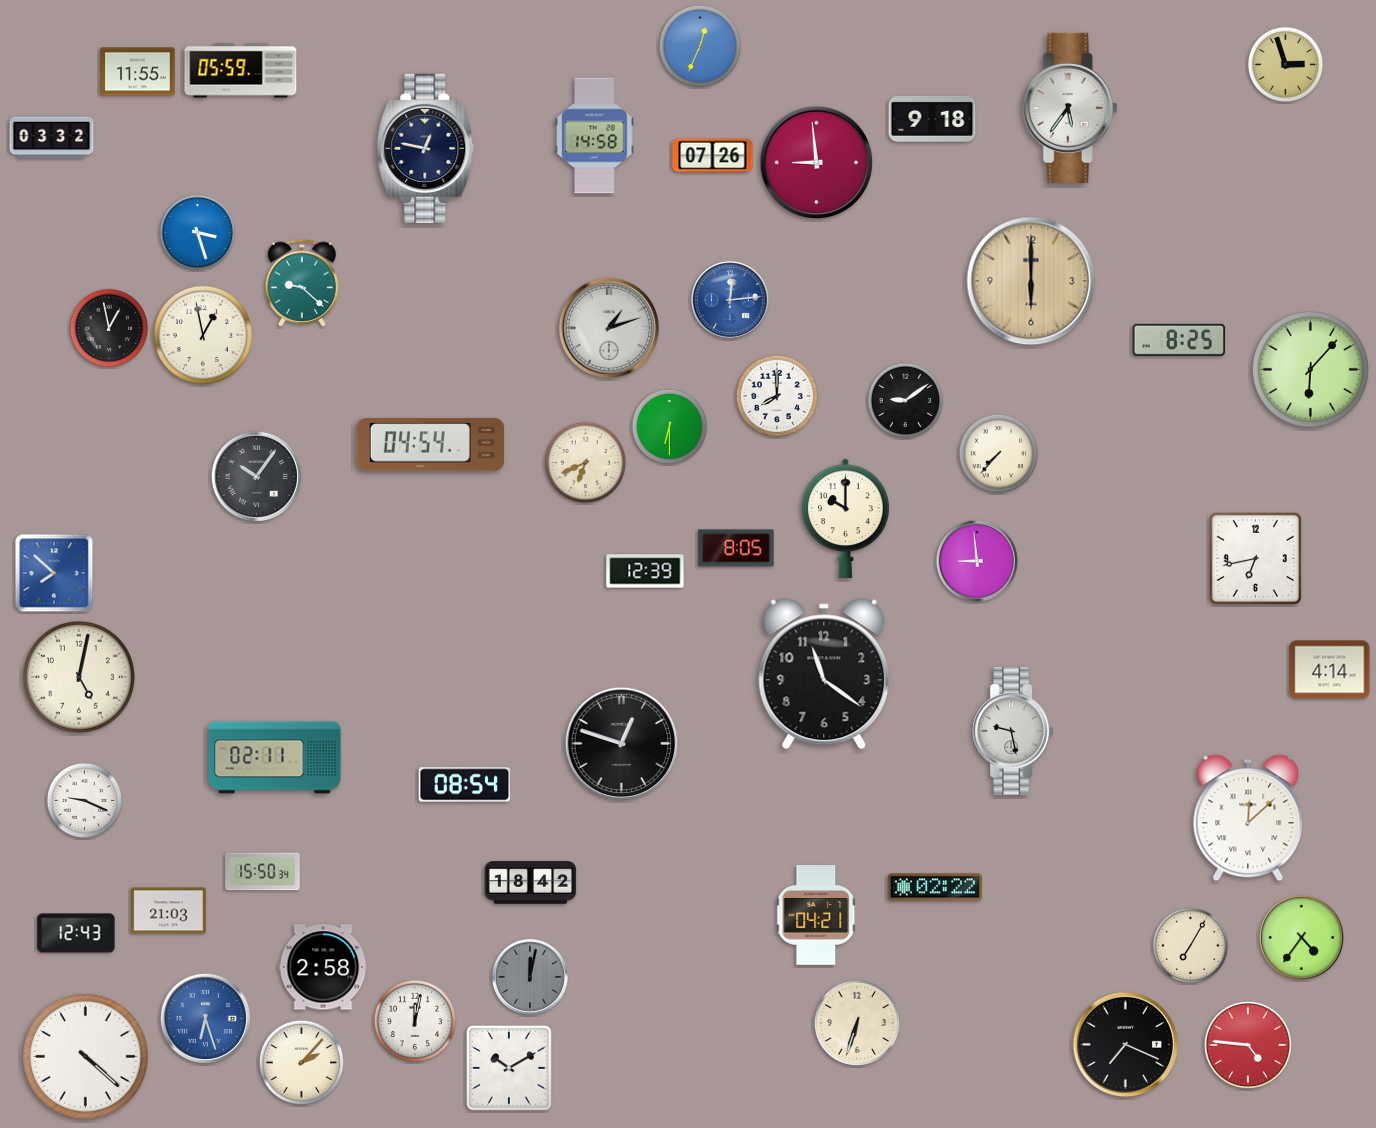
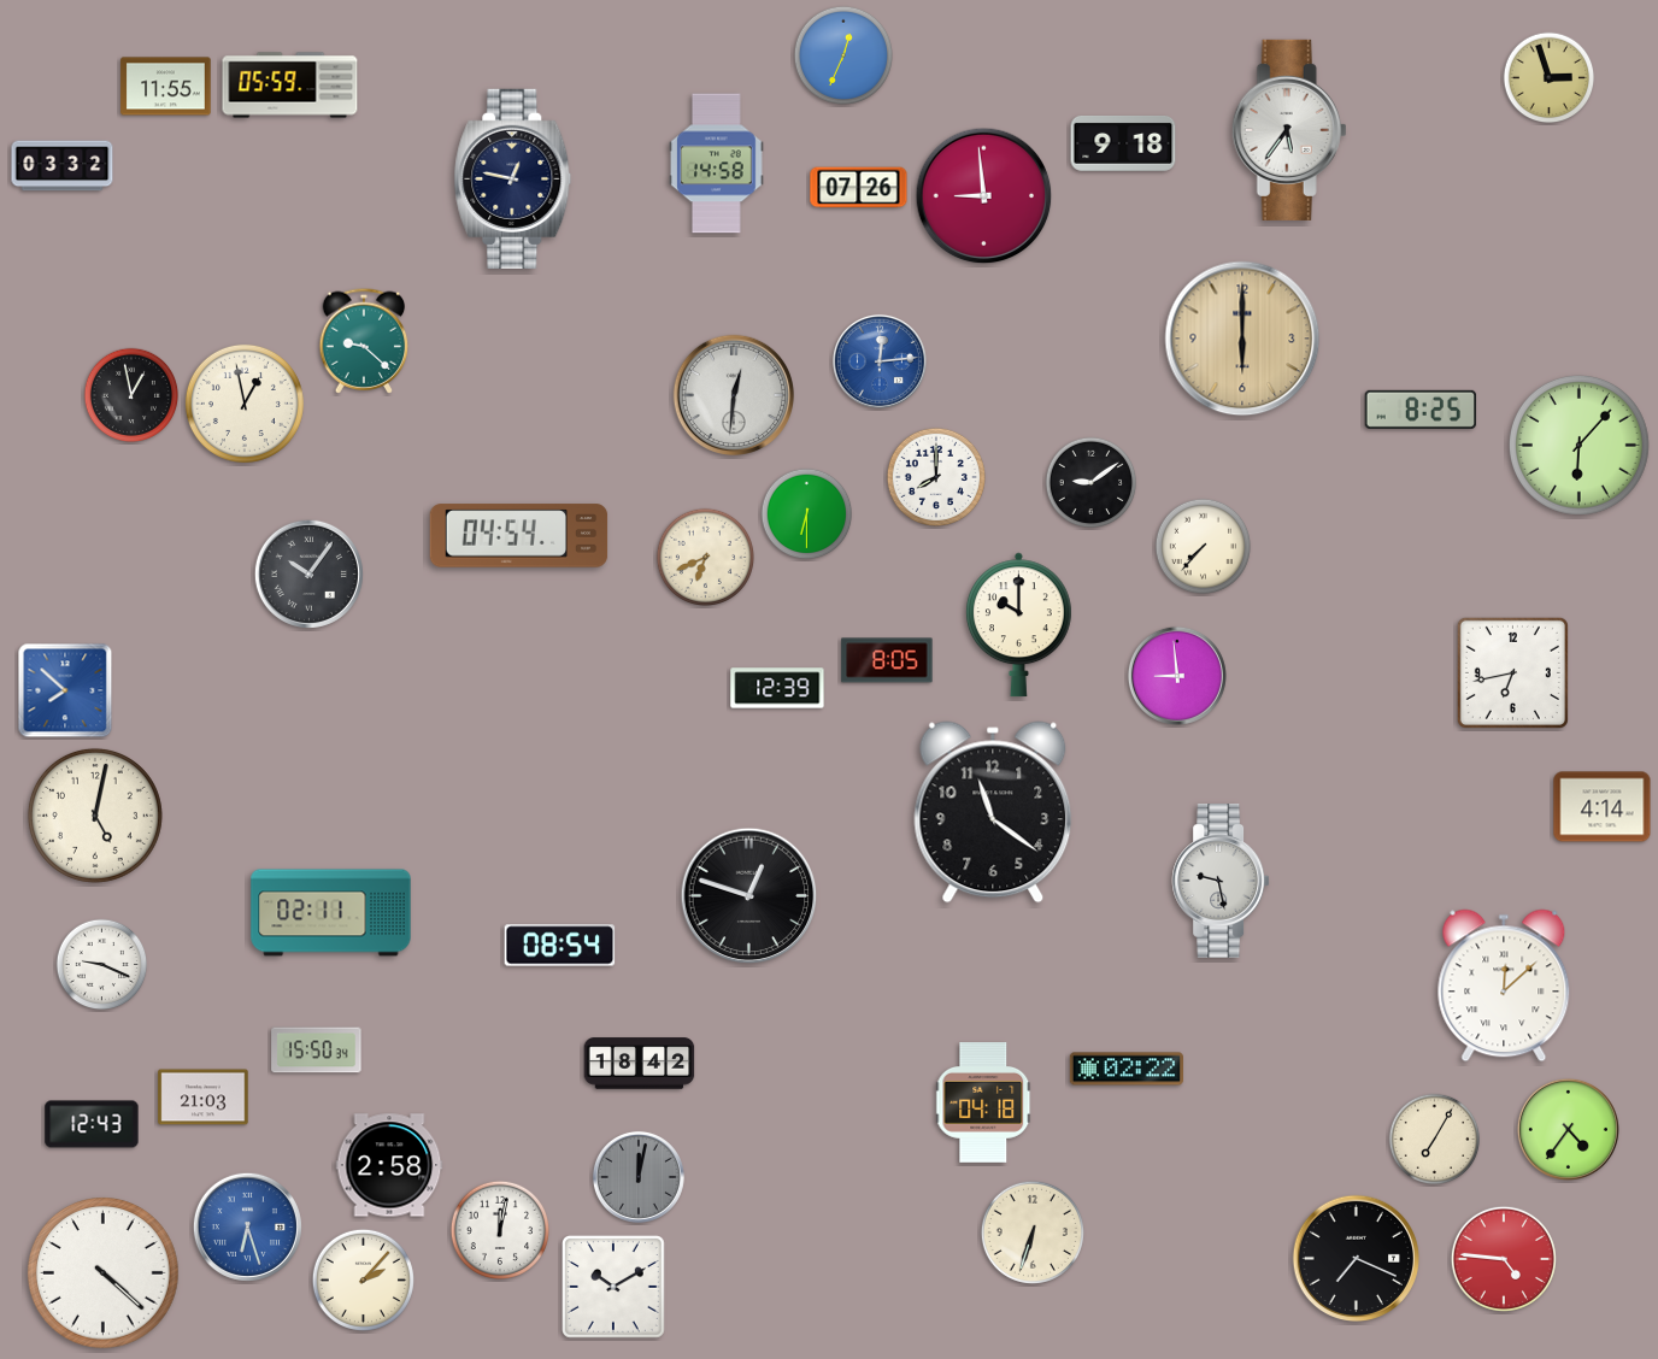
clock at (198, 233): 3:27 -> none
clock at (608, 327): 1:12 -> 12:31
clock at (817, 916): 04:21 -> 04:18
